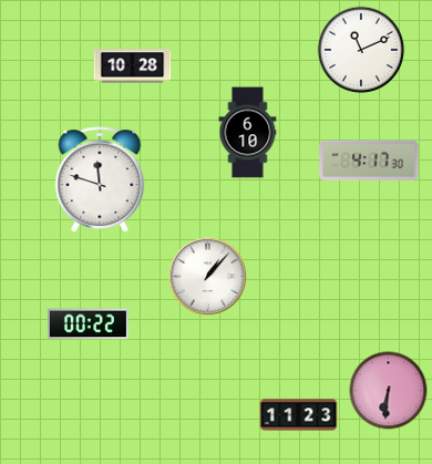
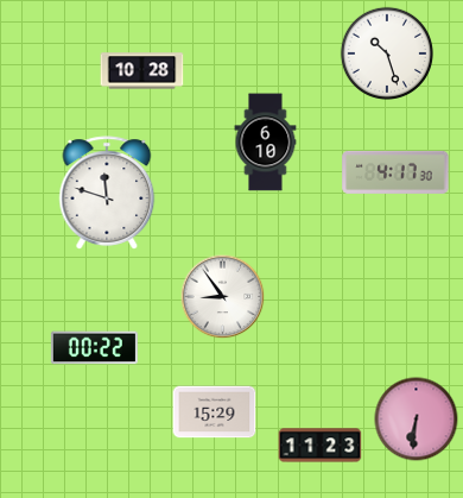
clock at (360, 49): 11:11 -> 10:27
clock at (208, 277): 1:07 -> 8:54
clock at (215, 412): none -> 15:29
